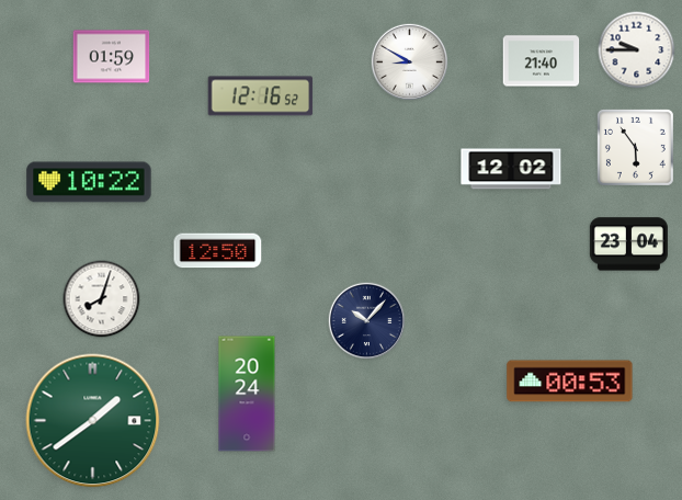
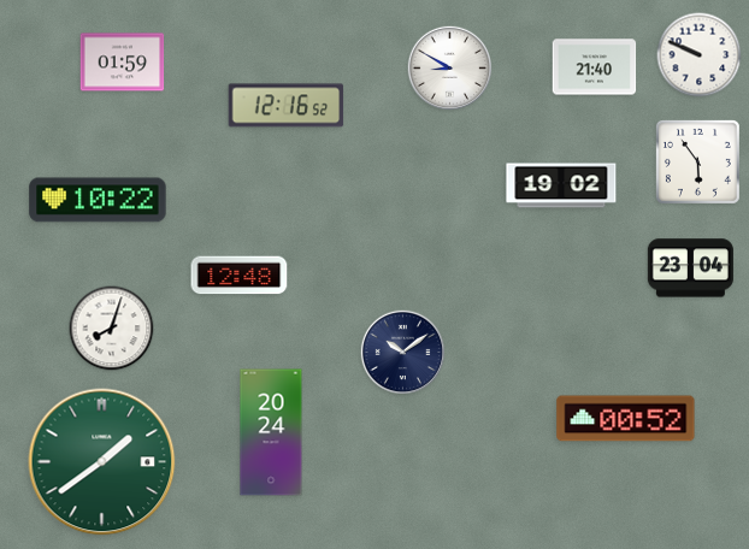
clock at (637, 50): 9:45 -> 9:49
clock at (511, 169): 12:02 -> 19:02
clock at (218, 251): 12:50 -> 12:48
clock at (367, 321): 10:07 -> 10:09
clock at (570, 382): 00:53 -> 00:52
